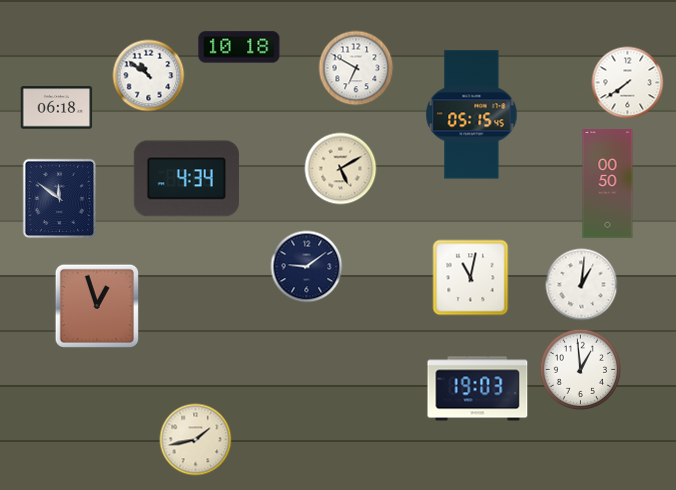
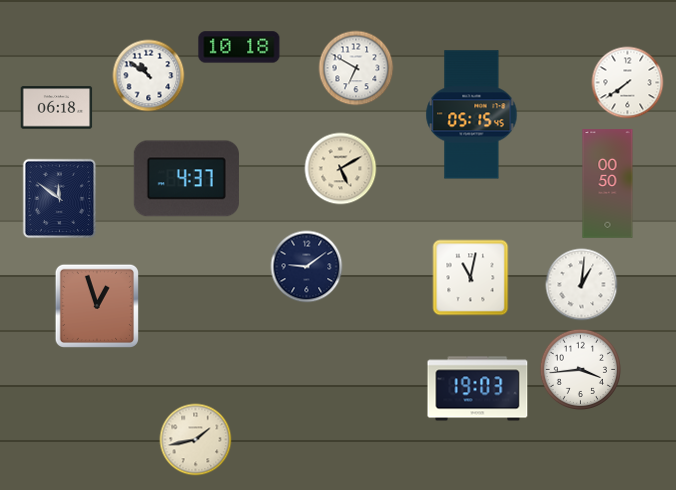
clock at (186, 179): 4:34 -> 4:37
clock at (580, 369): 12:59 -> 3:44
